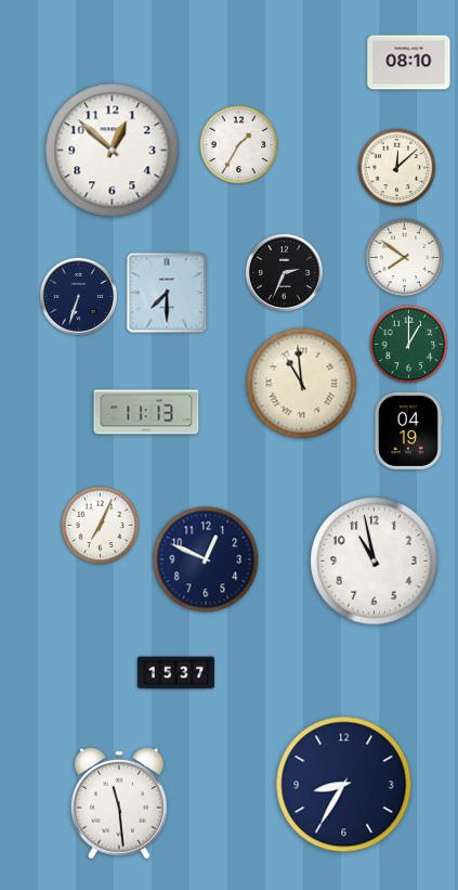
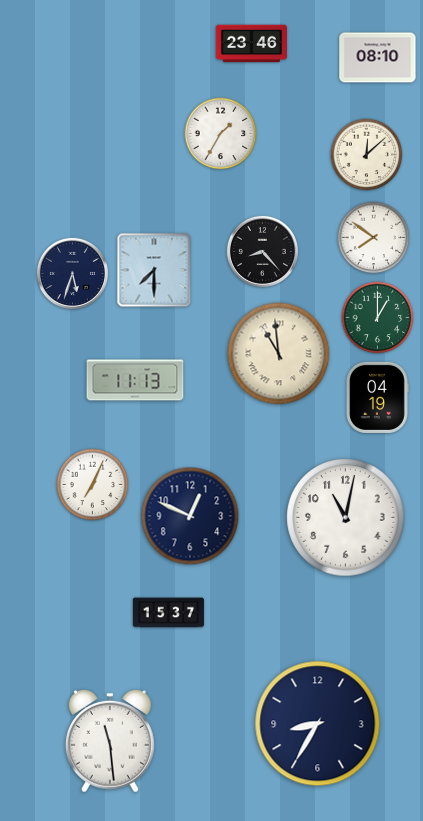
clock at (251, 44): none -> 23:46
clock at (113, 151): 12:52 -> none
clock at (284, 272): 2:34 -> 8:23
clock at (78, 296): 6:33 -> 5:33
clock at (375, 562): 10:58 -> 11:02
clock at (175, 673) position: (175, 673) -> (168, 613)
